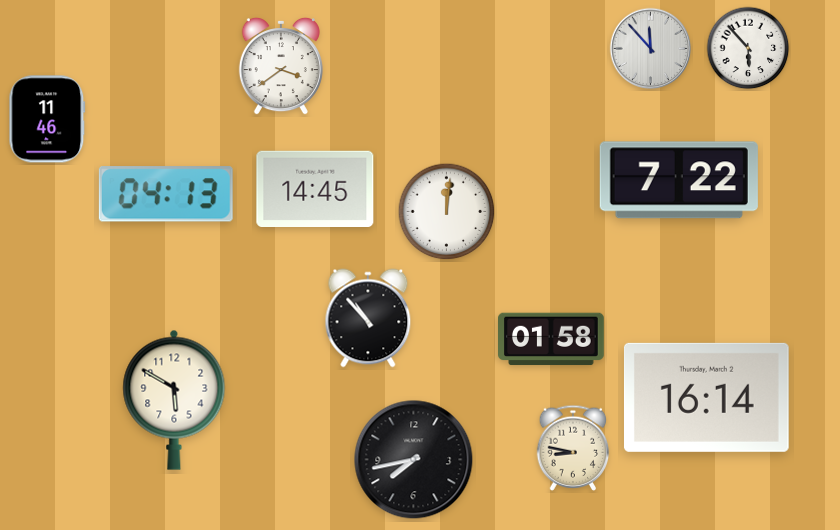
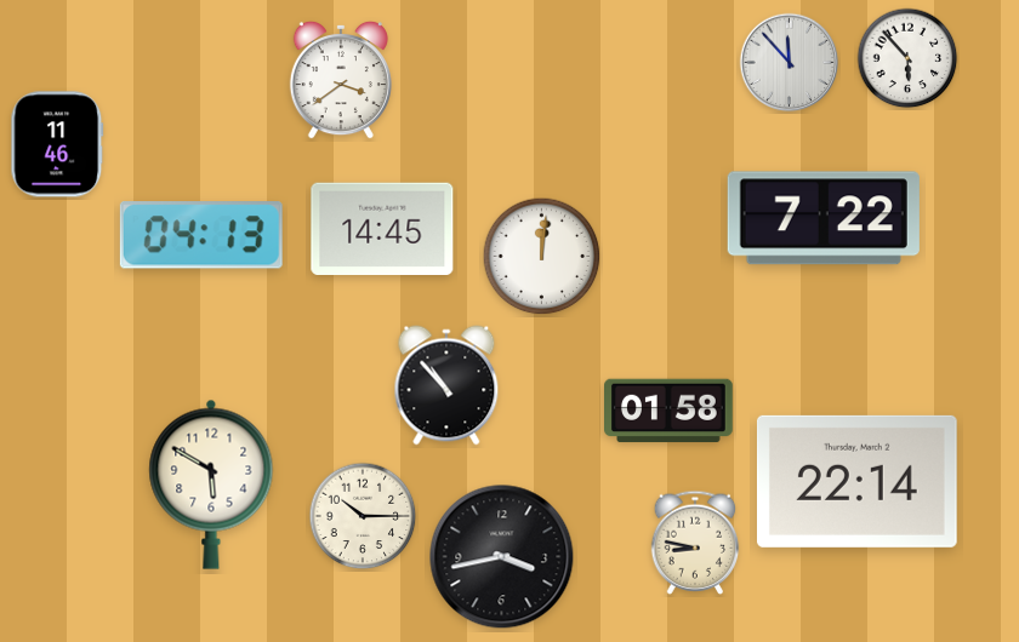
clock at (651, 49) position: (651, 49) -> (790, 63)
clock at (706, 397): 16:14 -> 22:14
clock at (363, 516): none -> 10:15
clock at (414, 460): 7:43 -> 3:43
